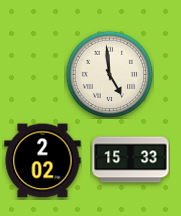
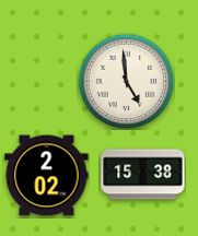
clock at (109, 74) position: (109, 74) -> (126, 81)
clock at (131, 160): 15:33 -> 15:38
